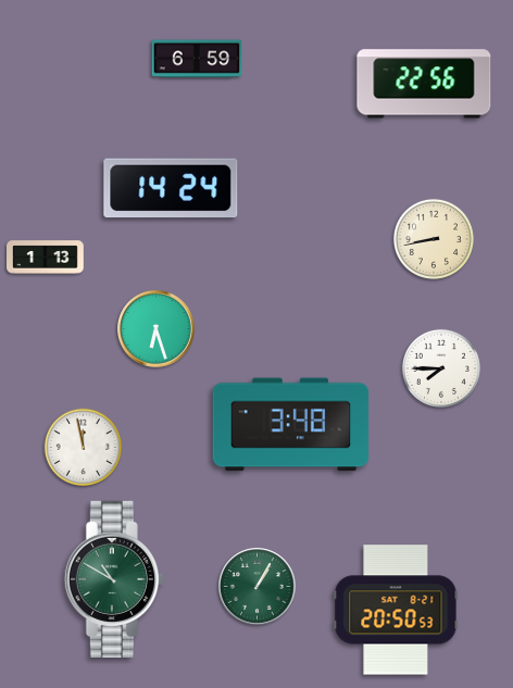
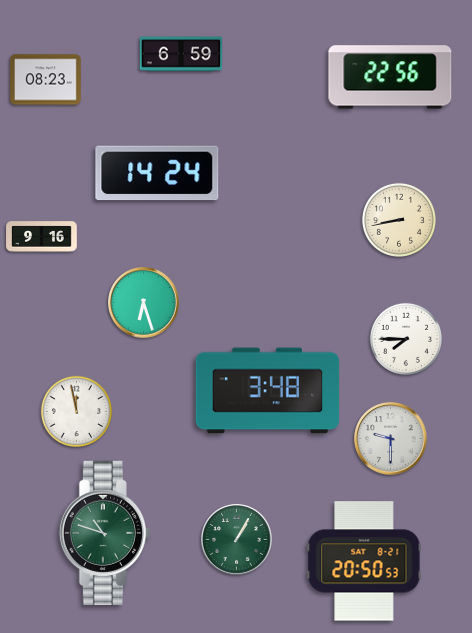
clock at (46, 80): none -> 08:23
clock at (46, 258): 1:13 -> 9:16
clock at (391, 439): none -> 9:30
clock at (114, 579): 10:50 -> 10:48
